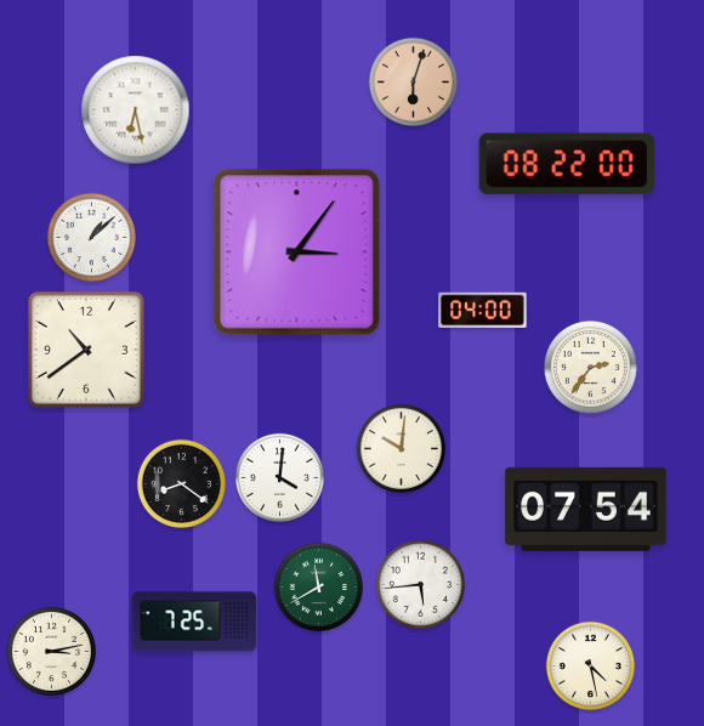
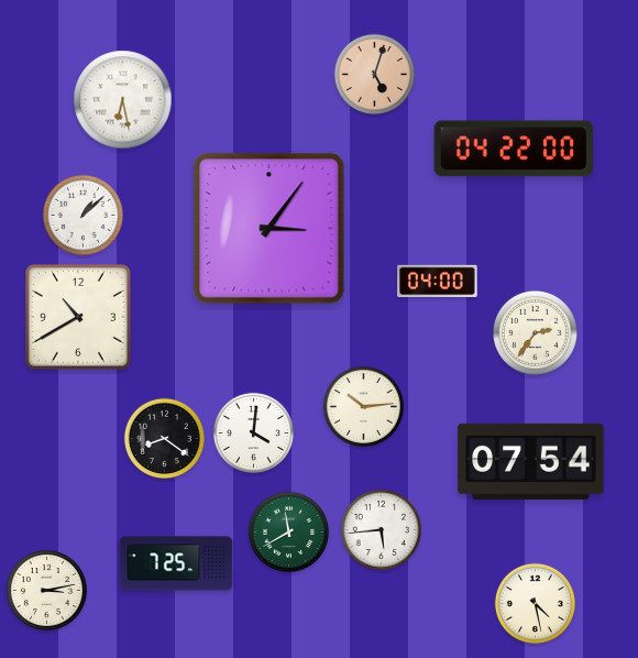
clock at (413, 81): 6:03 -> 5:03
clock at (566, 164): 08:22 -> 04:22
clock at (86, 350): 10:39 -> 10:40
clock at (401, 448): 10:01 -> 10:14
